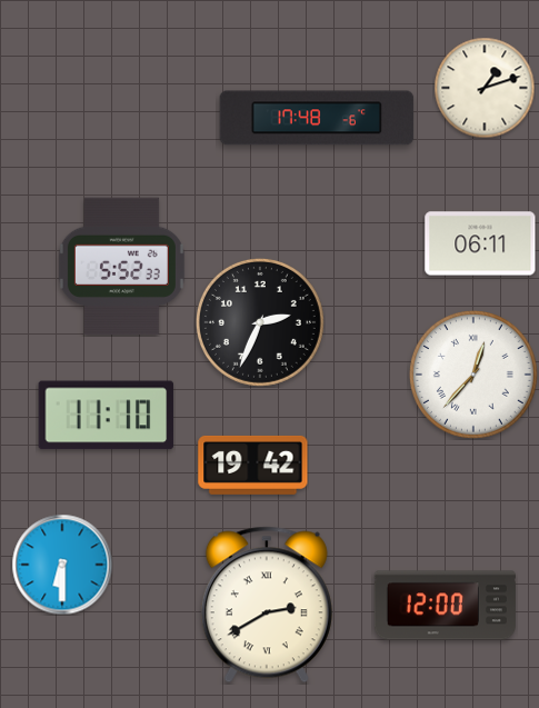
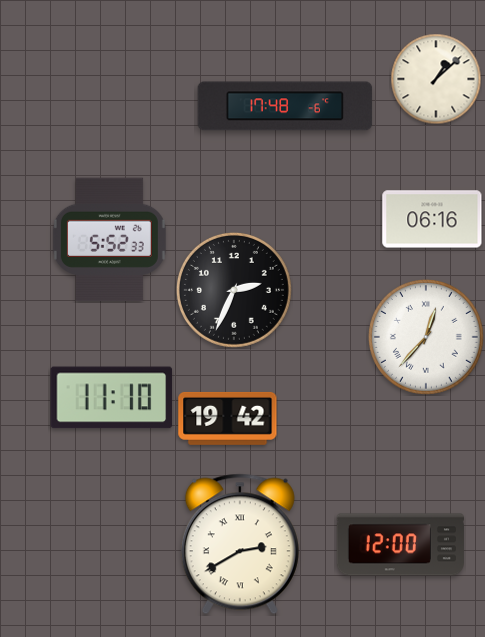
clock at (485, 88): 1:12 -> 1:08
clock at (480, 243): 06:11 -> 06:16
clock at (107, 416) position: (107, 416) -> (112, 398)
clock at (62, 565): 6:30 -> none
